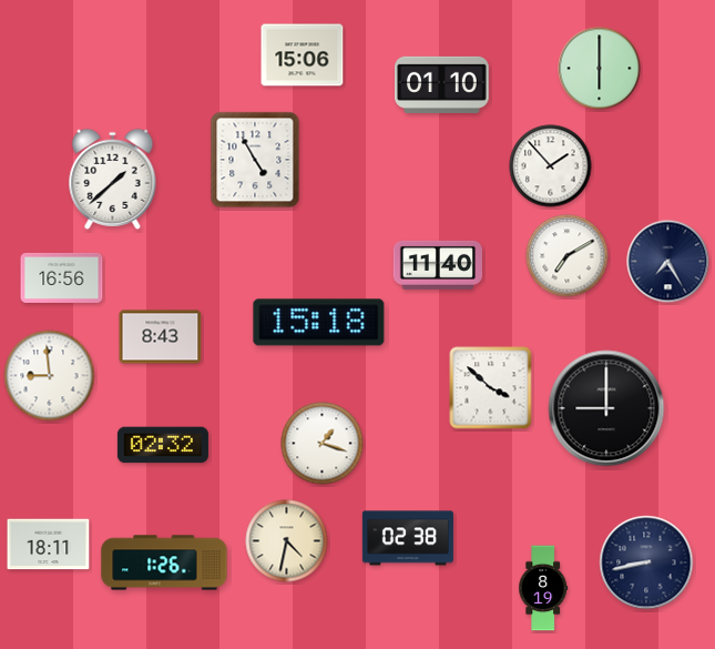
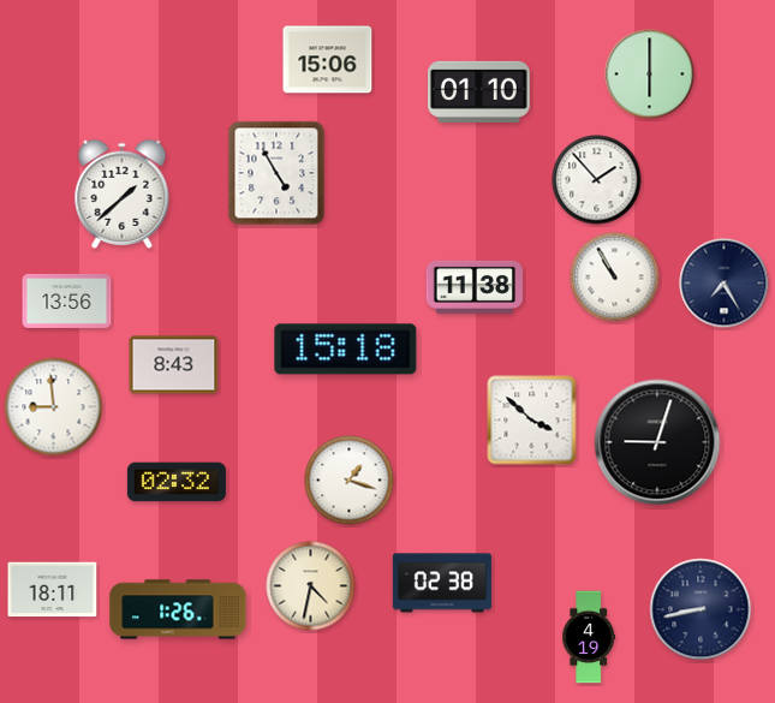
clock at (568, 256): 7:10 -> 10:55
clock at (437, 265): 11:40 -> 11:38
clock at (62, 277): 16:56 -> 13:56
clock at (606, 408): 9:00 -> 9:03
clock at (543, 588): 8:19 -> 4:19
